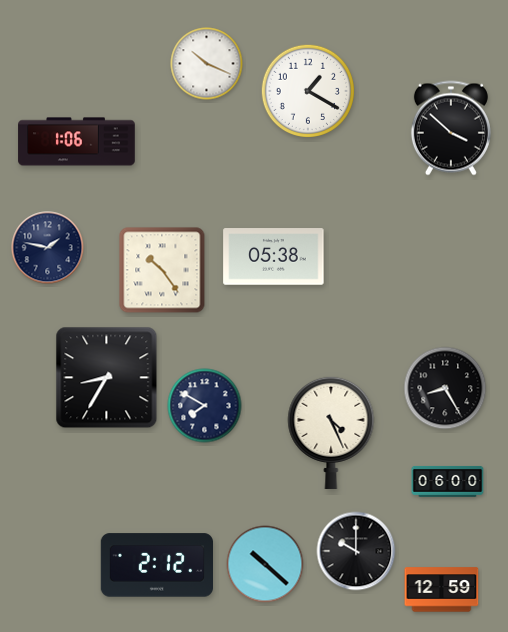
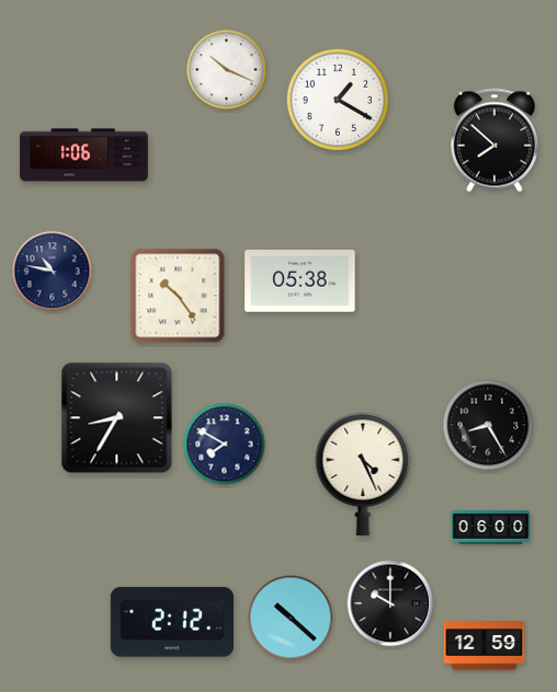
clock at (451, 128): 3:52 -> 7:52
clock at (48, 248): 1:47 -> 10:47
clock at (107, 378) position: (107, 378) -> (117, 418)
clock at (156, 565) position: (156, 565) -> (171, 622)
